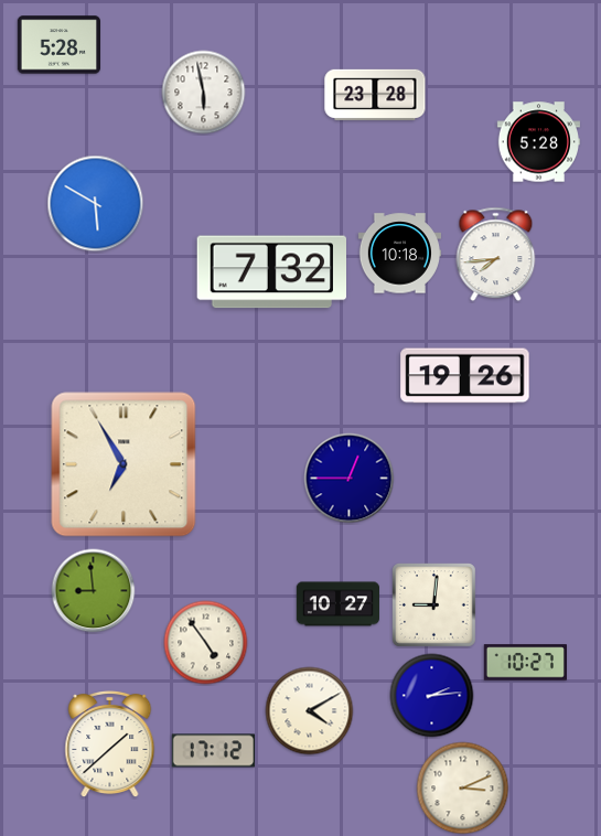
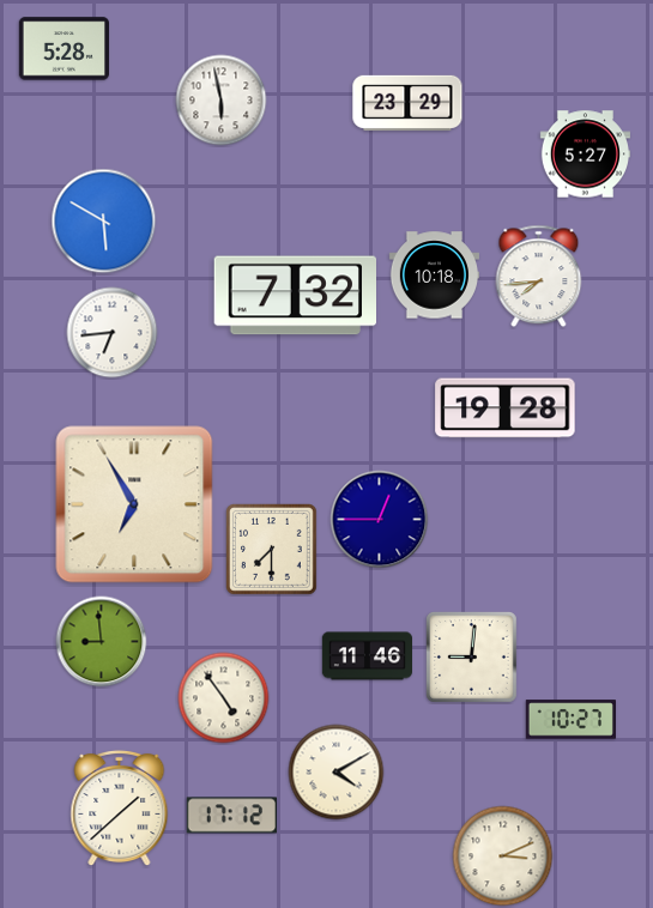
clock at (375, 95): 23:28 -> 23:29
clock at (538, 142): 5:28 -> 5:27
clock at (113, 333): none -> 6:44
clock at (465, 376): 19:26 -> 19:28
clock at (272, 550): none -> 7:30
clock at (339, 604): 10:27 -> 11:46
clock at (432, 696): 2:14 -> none
